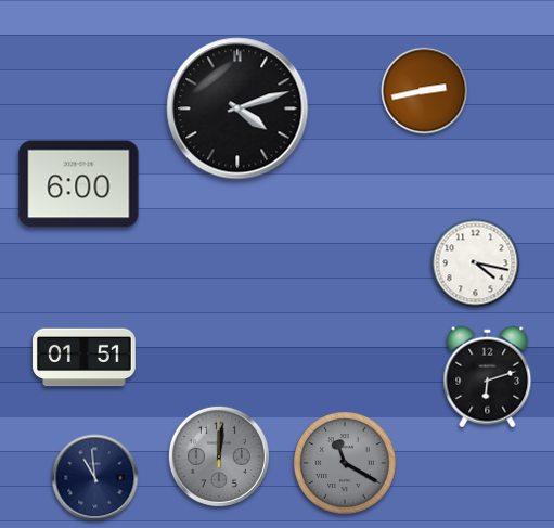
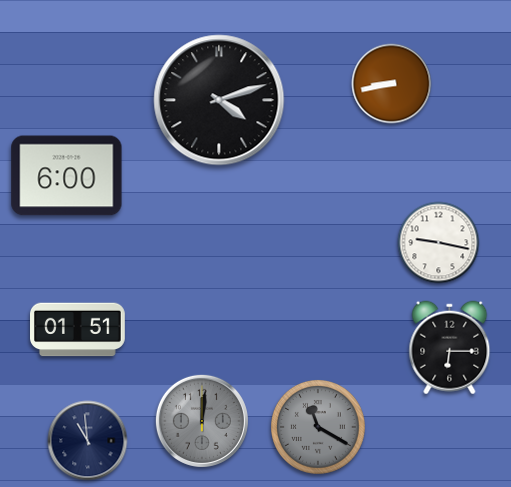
clock at (425, 91): 2:43 -> 8:43
clock at (79, 184) position: (79, 184) -> (67, 176)
clock at (476, 263): 4:17 -> 9:17
clock at (488, 377): 6:12 -> 6:15
